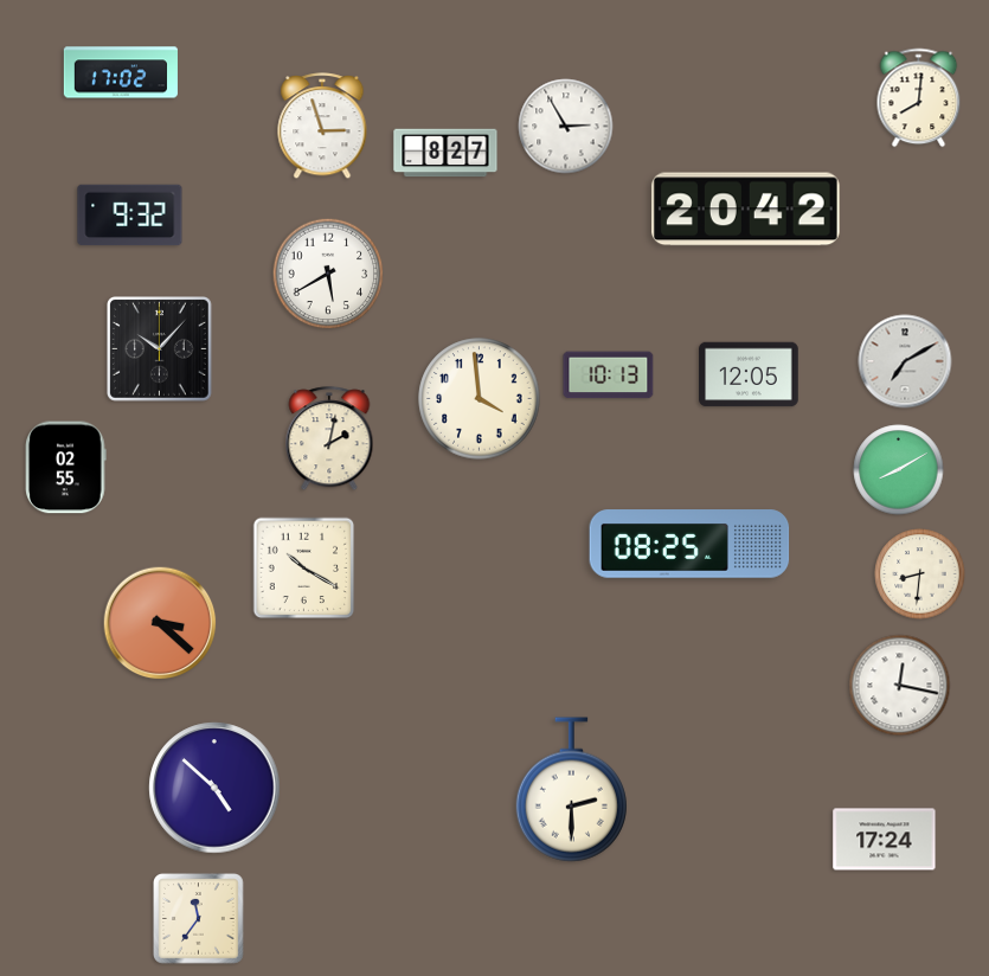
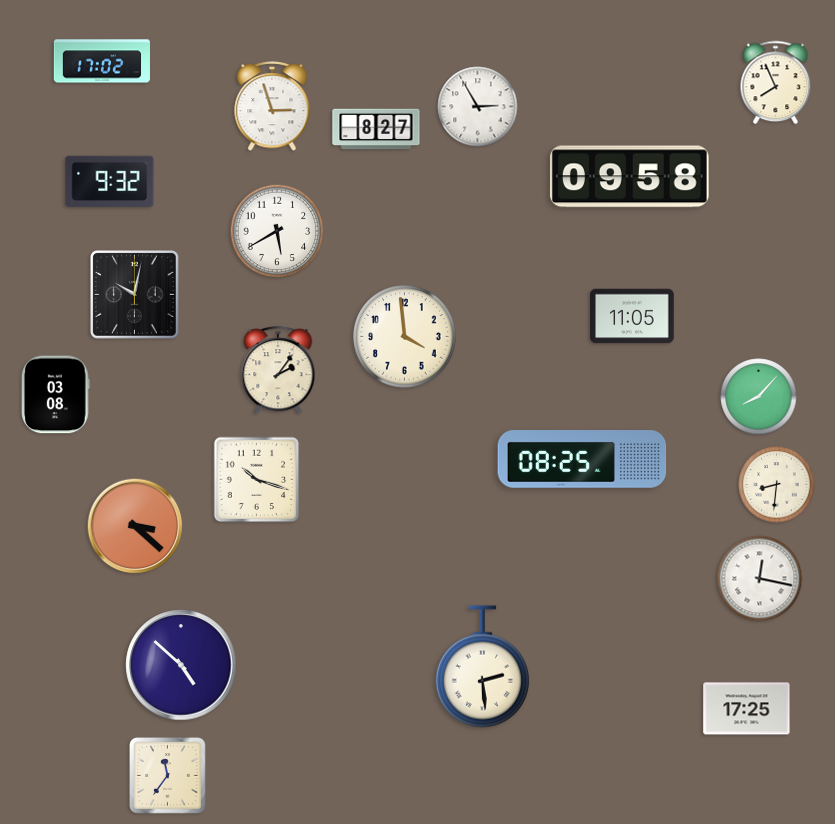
clock at (919, 98): 8:01 -> 7:56
clock at (745, 210): 20:42 -> 09:58
clock at (160, 349): 10:07 -> 10:02
clock at (905, 361): 7:10 -> none
clock at (749, 374): 12:05 -> 11:05
clock at (609, 375): 10:13 -> none
clock at (329, 439): 2:02 -> 2:06
clock at (66, 468): 02:55 -> 03:08
clock at (899, 470): 8:10 -> 8:07
clock at (304, 569): 10:20 -> 10:18
clock at (571, 790): 2:30 -> 2:29
clock at (885, 840): 17:24 -> 17:25
